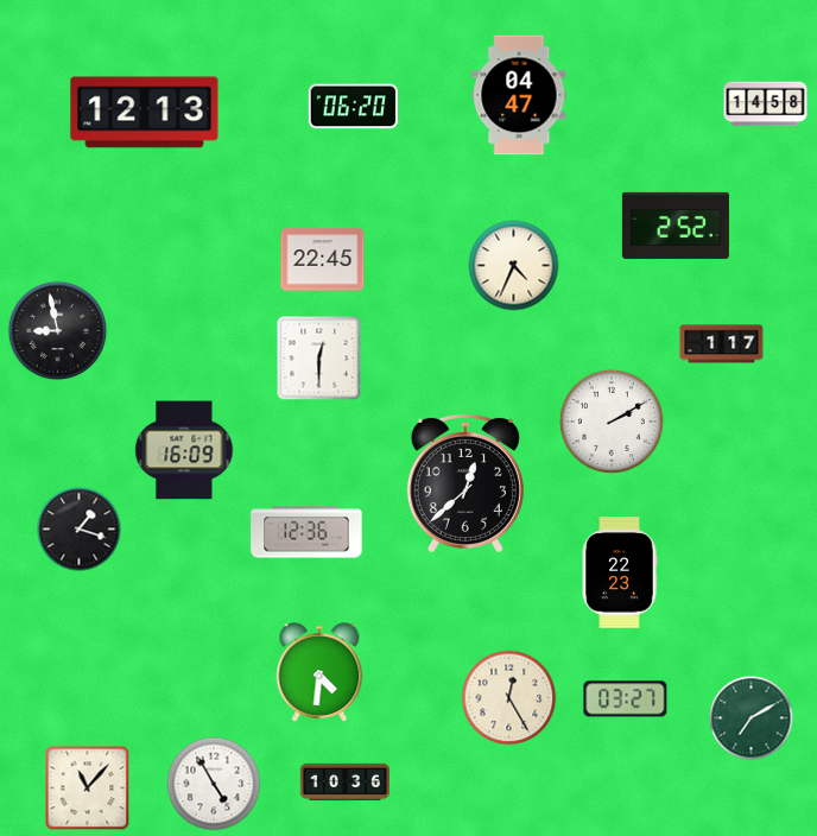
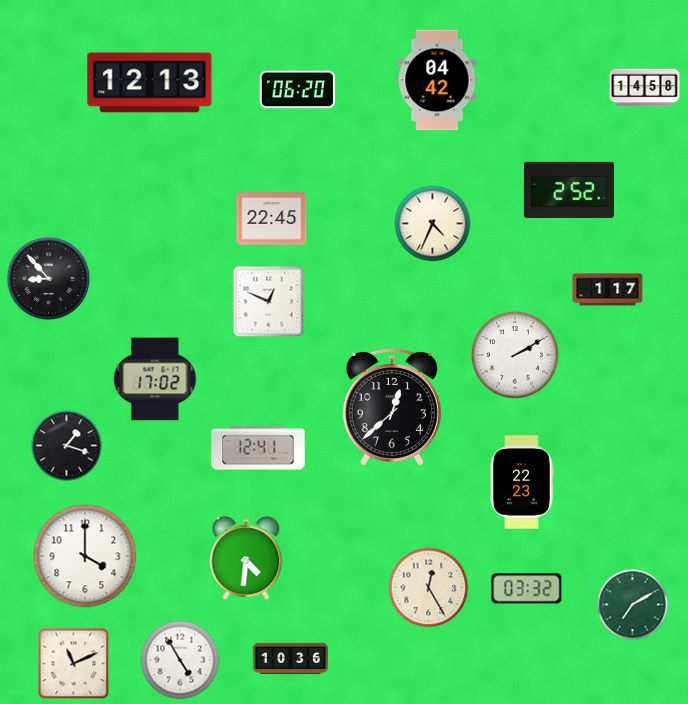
clock at (519, 95): 04:47 -> 04:42
clock at (145, 113) position: (145, 113) -> (150, 83)
clock at (58, 331): 8:58 -> 8:53
clock at (319, 359): 12:30 -> 12:49
clock at (184, 450): 16:09 -> 17:02
clock at (306, 532): 12:36 -> 12:41
clock at (85, 556): none -> 4:00
clock at (319, 672) position: (319, 672) -> (246, 558)
clock at (626, 699): 03:27 -> 03:32
clock at (88, 788): 11:07 -> 11:11
